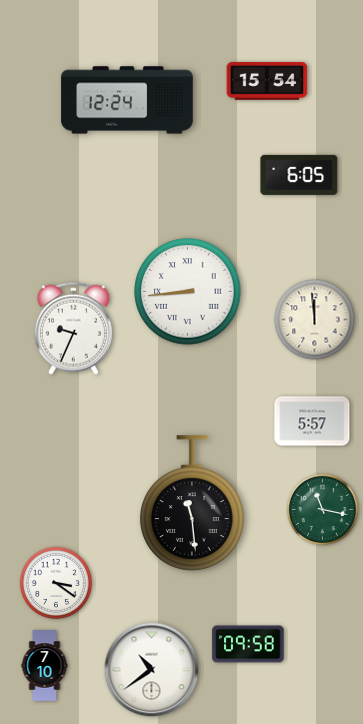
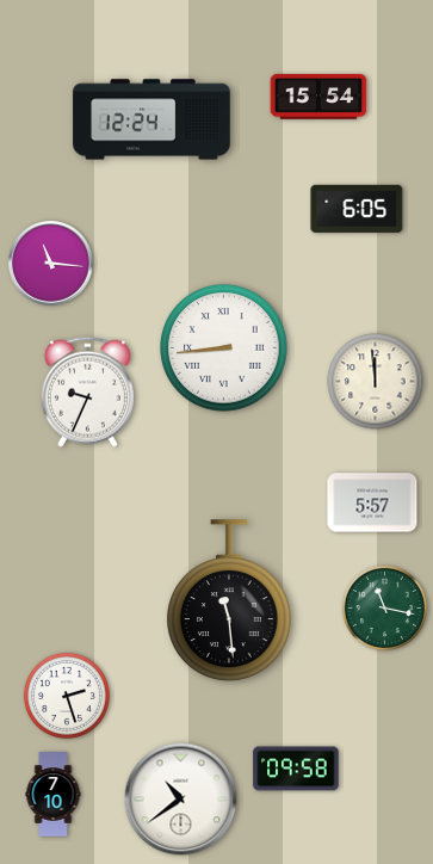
clock at (51, 264): none -> 11:16
clock at (56, 583): 3:21 -> 2:27
